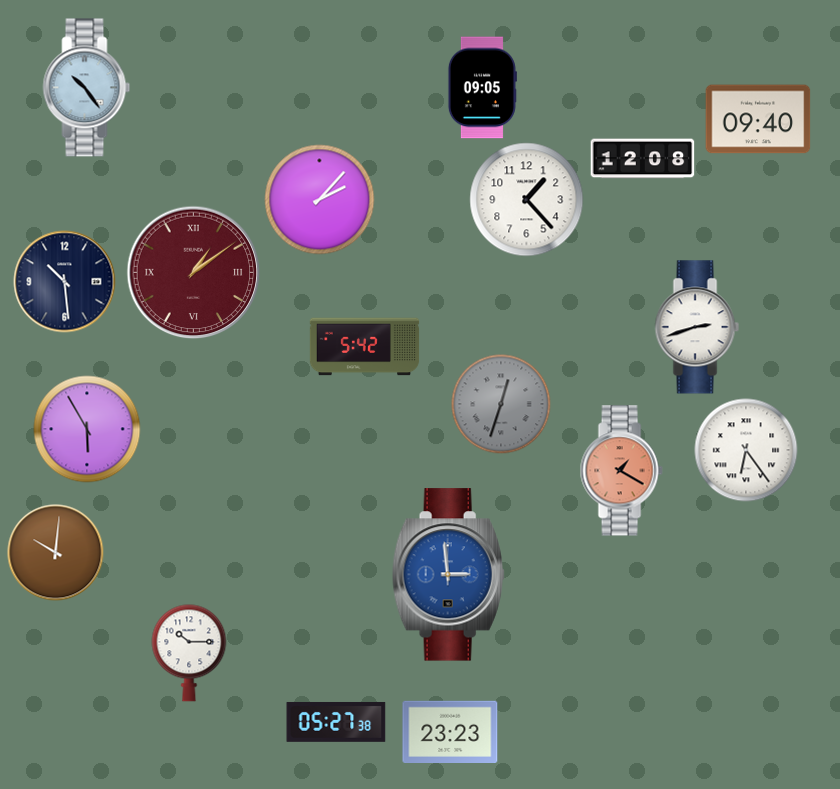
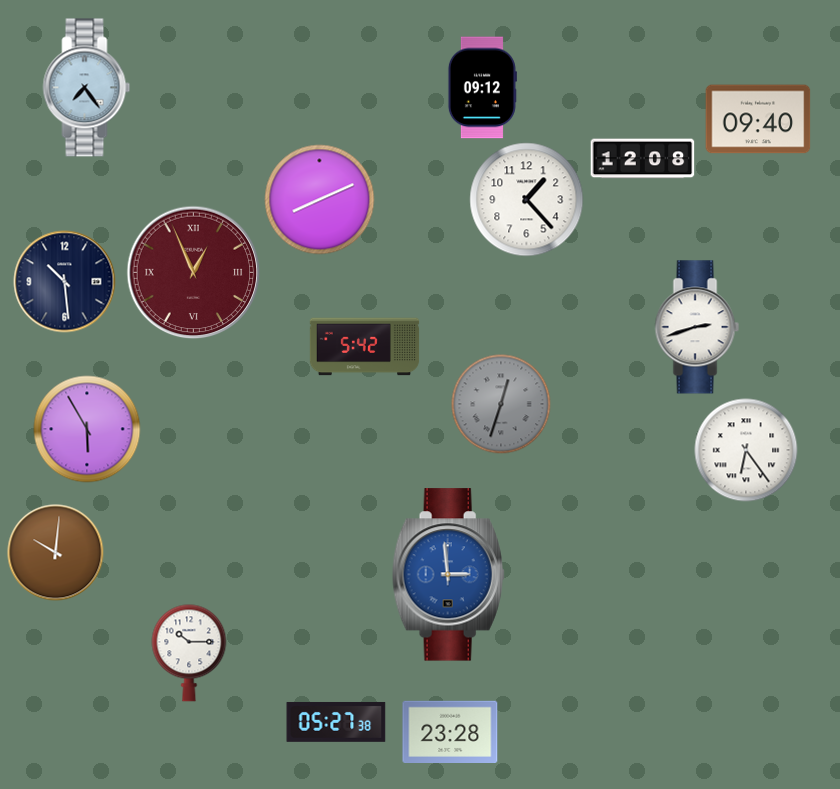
clock at (87, 88): 10:24 -> 7:24
clock at (482, 88): 09:05 -> 09:12
clock at (320, 200): 2:07 -> 8:11
clock at (194, 273): 1:09 -> 12:56
clock at (621, 471): 1:20 -> none
clock at (450, 731): 23:23 -> 23:28
